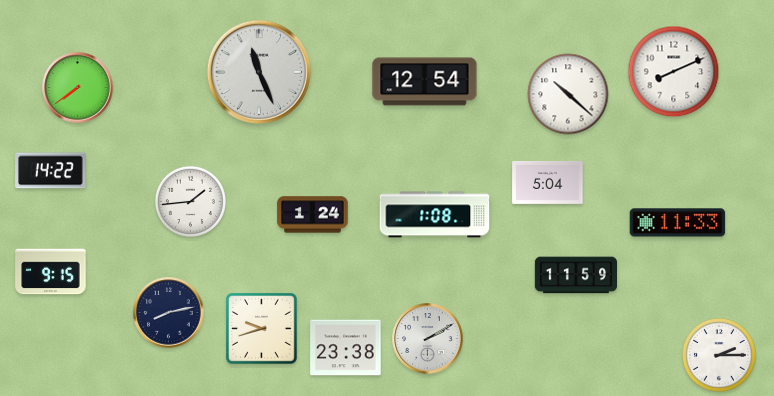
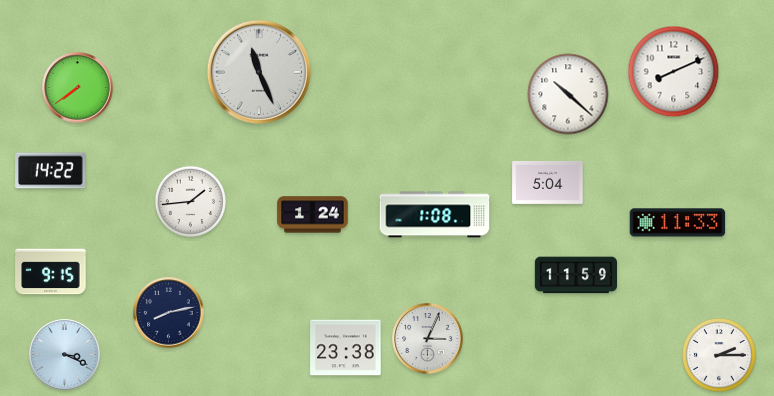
clock at (425, 82): 12:54 -> none
clock at (262, 329): 9:42 -> none
clock at (428, 339): 2:10 -> 3:04
clock at (65, 355): none -> 3:19
